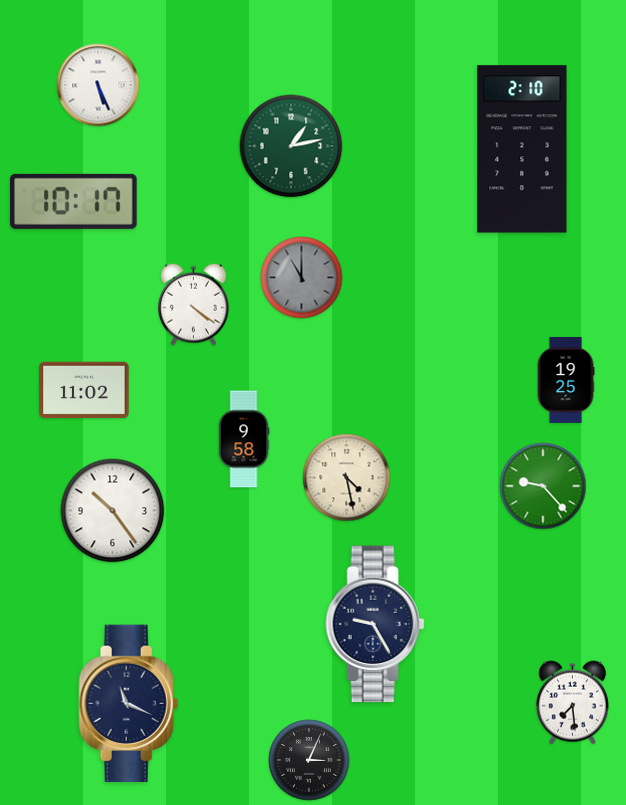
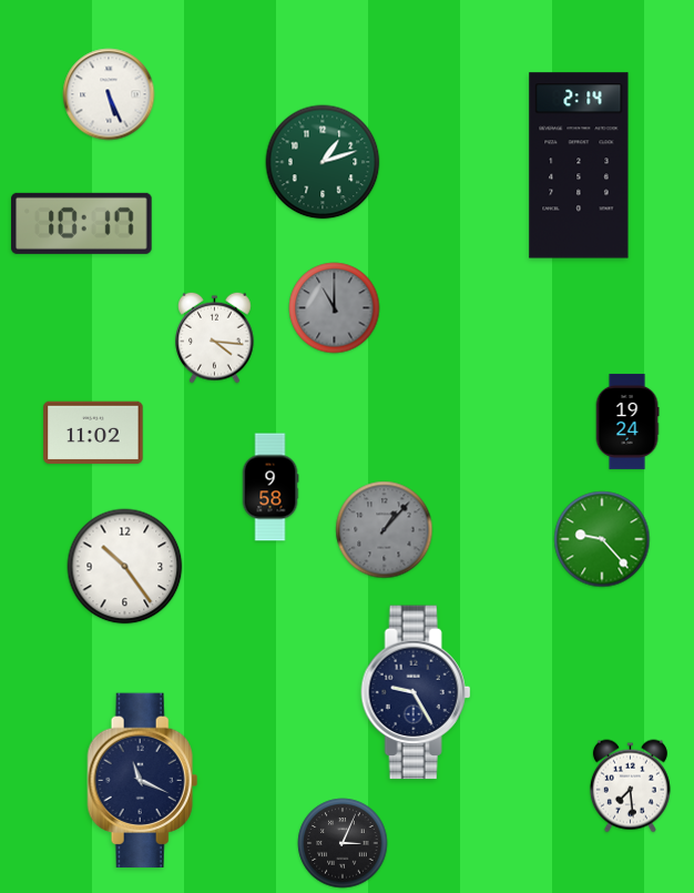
clock at (291, 146): 1:13 -> 1:12
clock at (522, 149): 2:10 -> 2:14
clock at (194, 304): 4:21 -> 4:16
clock at (566, 380): 19:25 -> 19:24
clock at (347, 478): 4:28 -> 1:07
clock at (347, 478) dial: cream -> grey
clock at (572, 703) position: (572, 703) -> (630, 787)
